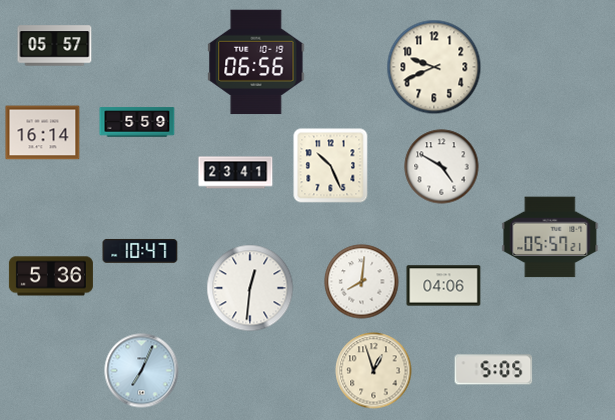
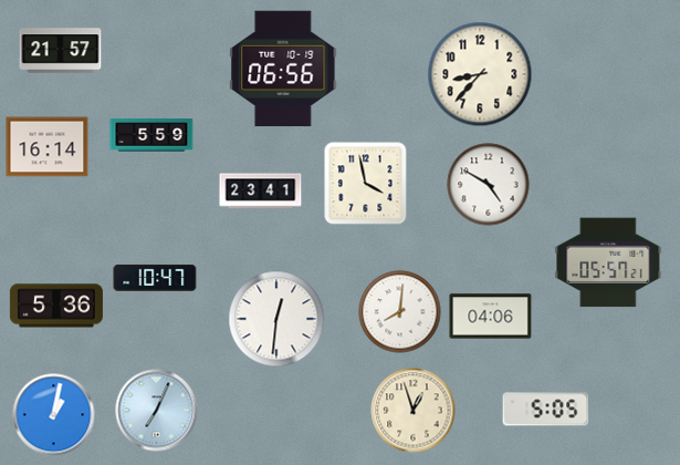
clock at (55, 46): 05:57 -> 21:57
clock at (434, 67): 9:41 -> 8:37
clock at (331, 166): 10:26 -> 3:58
clock at (54, 415): none -> 1:02
